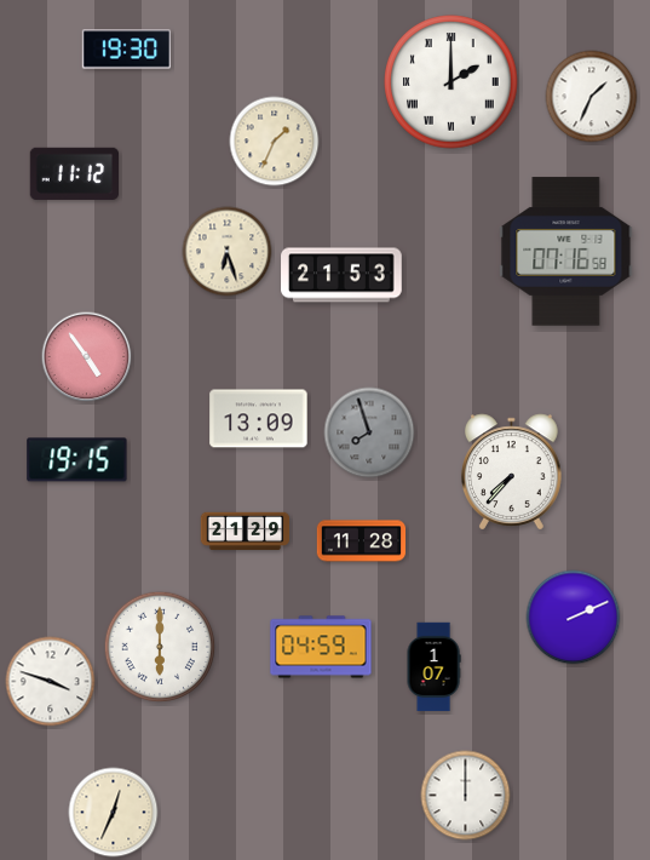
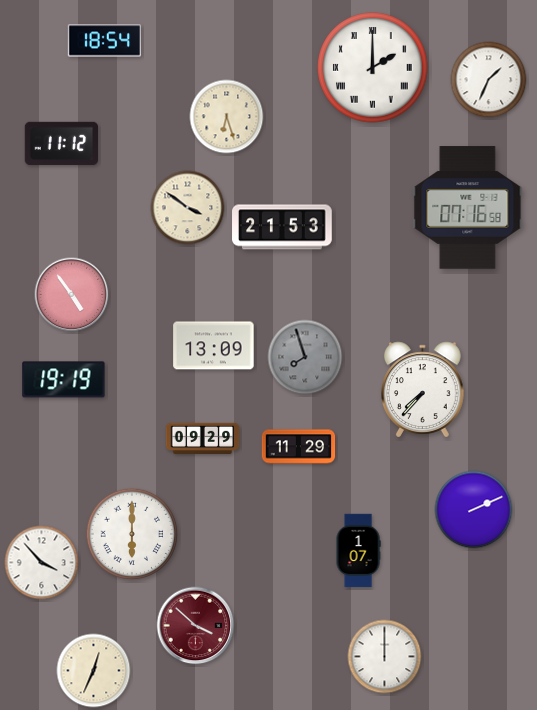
clock at (127, 50): 19:30 -> 18:54
clock at (275, 142): 1:34 -> 6:27
clock at (228, 252): 6:27 -> 3:51
clock at (77, 460): 19:15 -> 19:19
clock at (246, 532): 21:29 -> 09:29
clock at (362, 541): 11:28 -> 11:29
clock at (321, 647): 04:59 -> none
clock at (51, 682): 3:48 -> 3:53
clock at (196, 626): none -> 3:52
